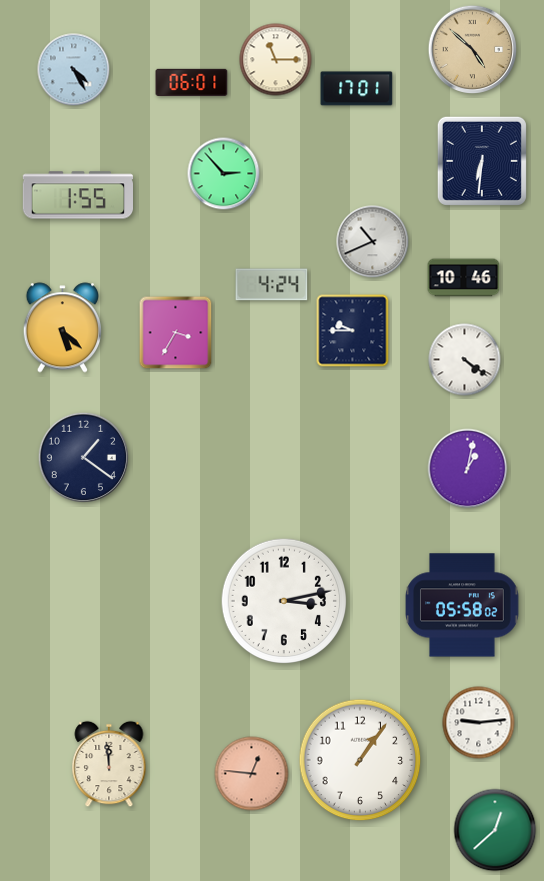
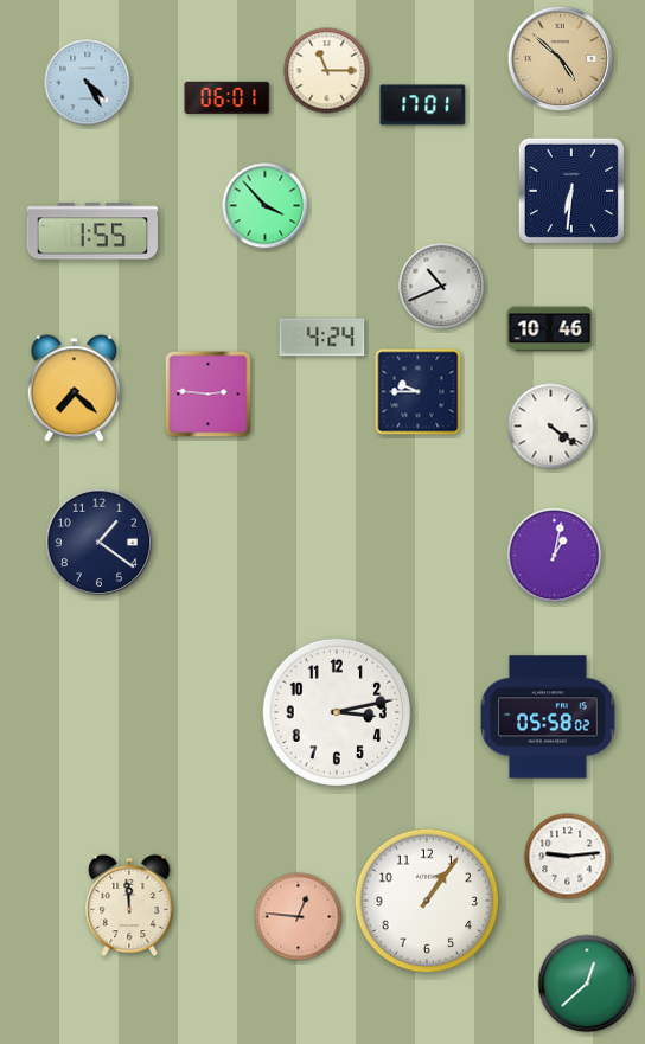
clock at (224, 174): 2:53 -> 3:53
clock at (62, 328): 5:22 -> 7:22
clock at (176, 333): 3:35 -> 2:46
